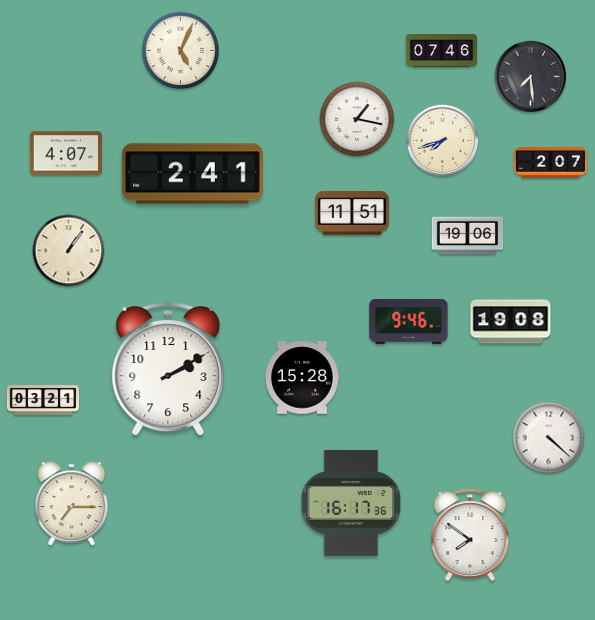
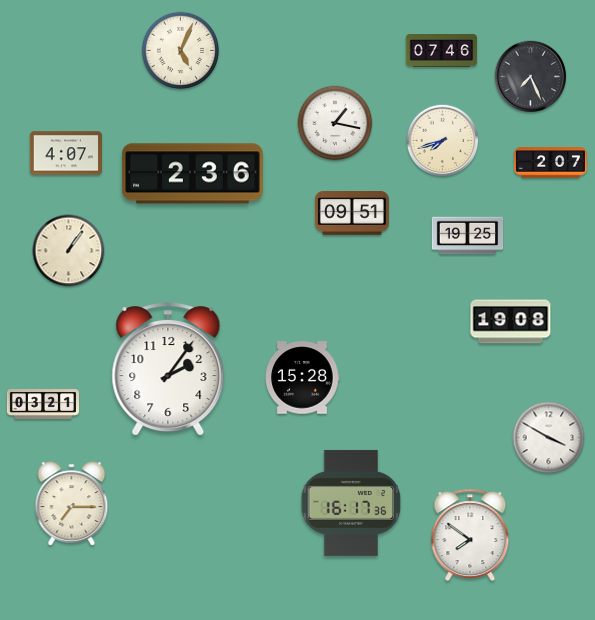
clock at (531, 77): 7:29 -> 7:26
clock at (357, 119) position: (357, 119) -> (335, 123)
clock at (193, 174): 2:41 -> 2:36
clock at (352, 214): 11:51 -> 09:51
clock at (468, 236): 19:06 -> 19:25
clock at (409, 321): 9:46 -> none
clock at (168, 369): 2:10 -> 2:06
clock at (42, 401) position: (42, 401) -> (42, 405)
clock at (549, 438): 4:22 -> 3:50
